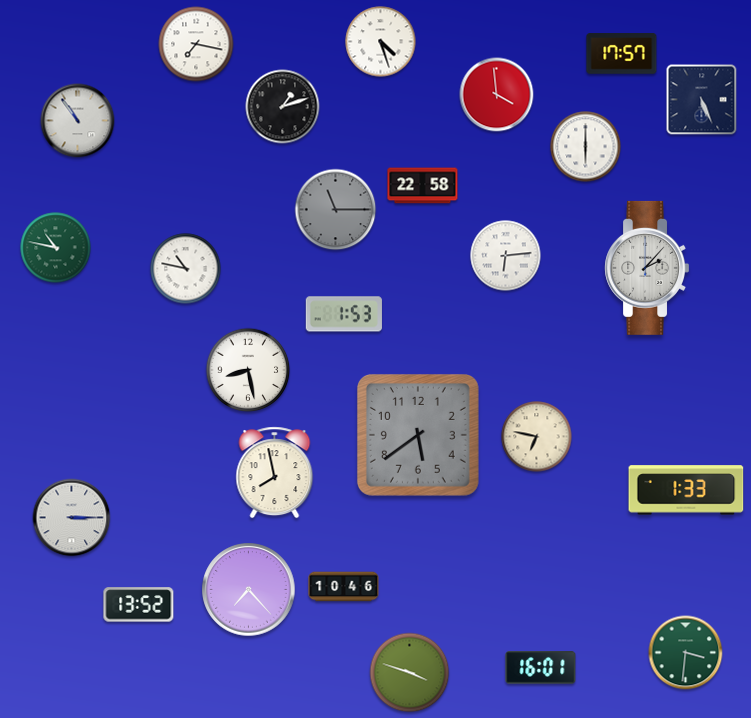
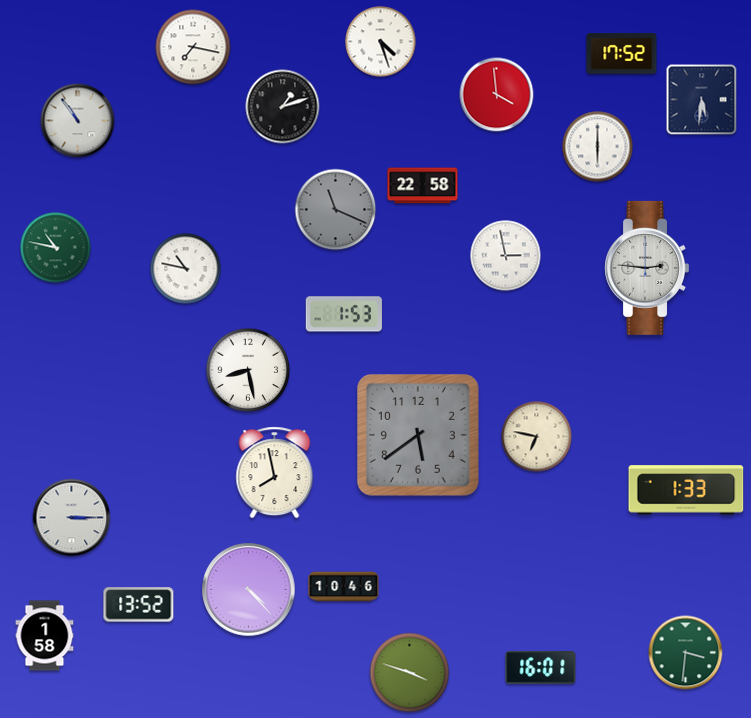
clock at (196, 44) position: (196, 44) -> (193, 47)
clock at (622, 54): 17:57 -> 17:52
clock at (702, 100): 5:26 -> 5:31
clock at (586, 147) position: (586, 147) -> (598, 147)
clock at (336, 210): 11:15 -> 11:19
clock at (506, 256): 6:14 -> 2:58
clock at (646, 268): 2:07 -> 2:46
clock at (249, 590): 7:23 -> 4:23
clock at (45, 636): none -> 1:58
